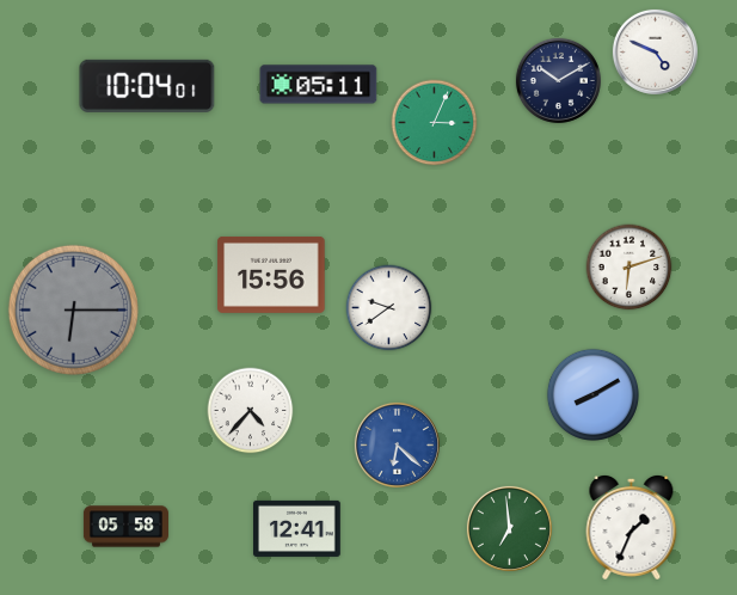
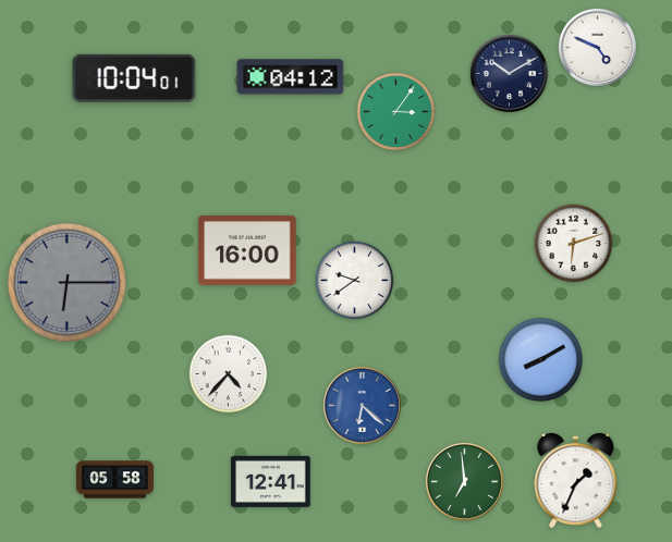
clock at (319, 85): 05:11 -> 04:12
clock at (435, 123): 3:04 -> 3:06
clock at (271, 275): 15:56 -> 16:00
